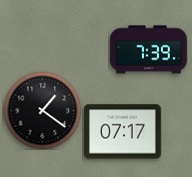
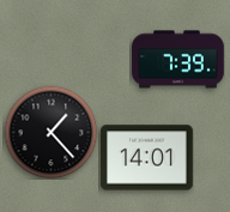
clock at (42, 110): 1:21 -> 1:23
clock at (123, 132): 07:17 -> 14:01
